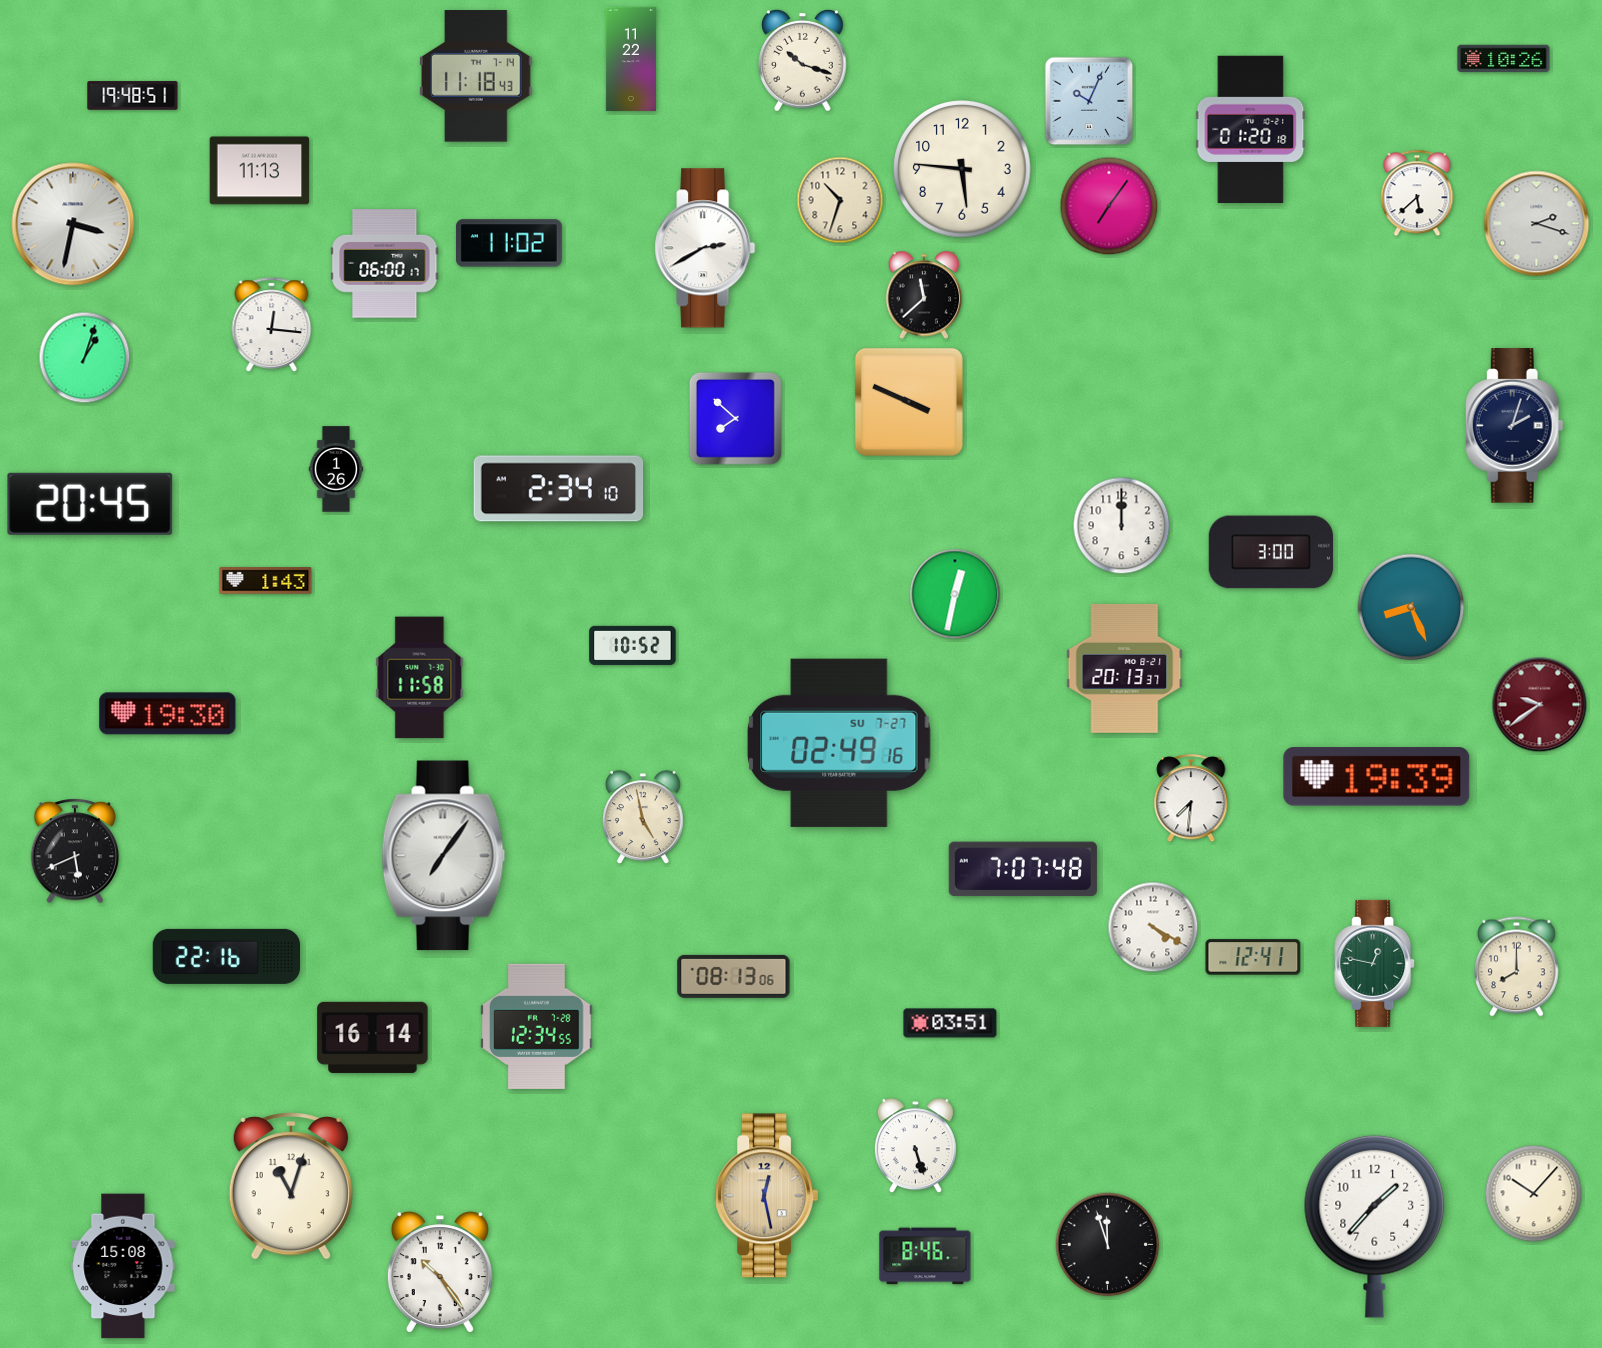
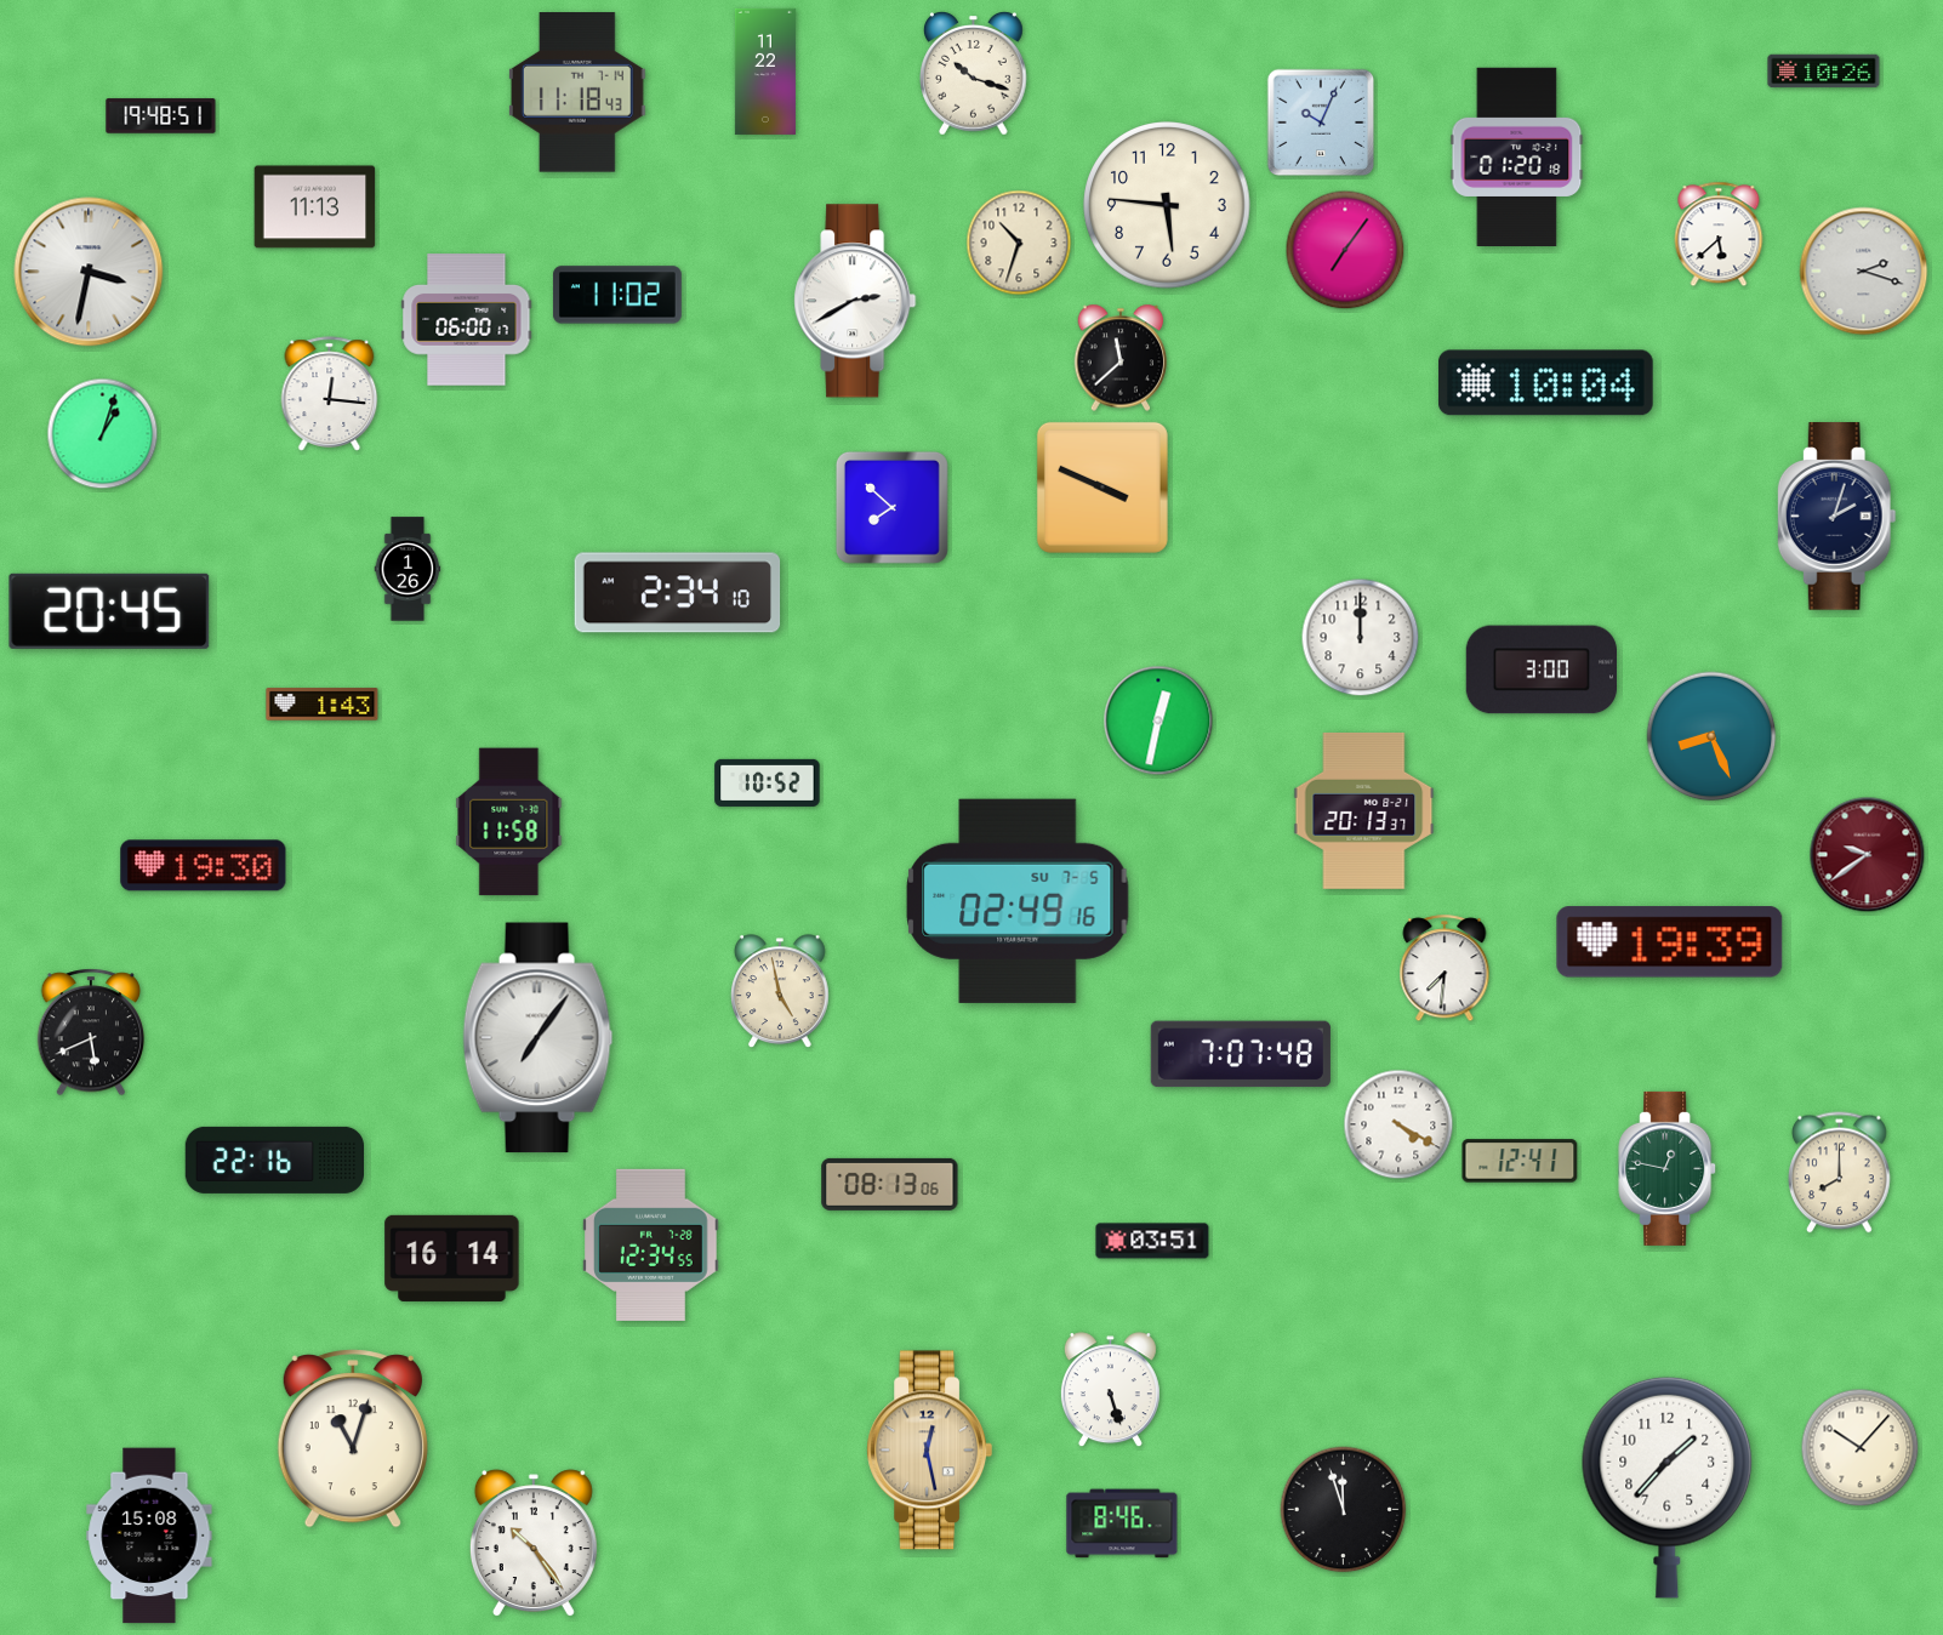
clock at (1545, 383): none -> 10:04
clock at (839, 743) date: SU 7-27 -> SU 7-5
